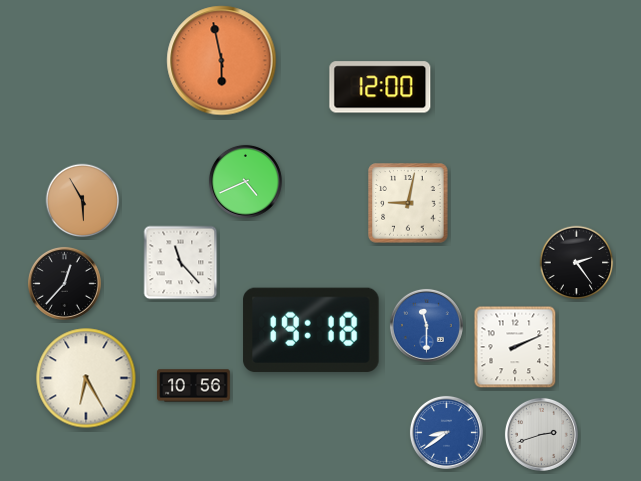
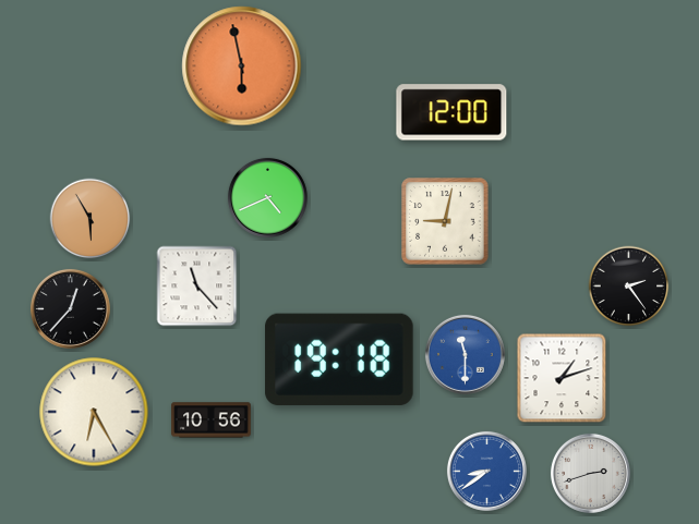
clock at (380, 87) position: (380, 87) -> (451, 112)
clock at (515, 347): 2:11 -> 1:12
